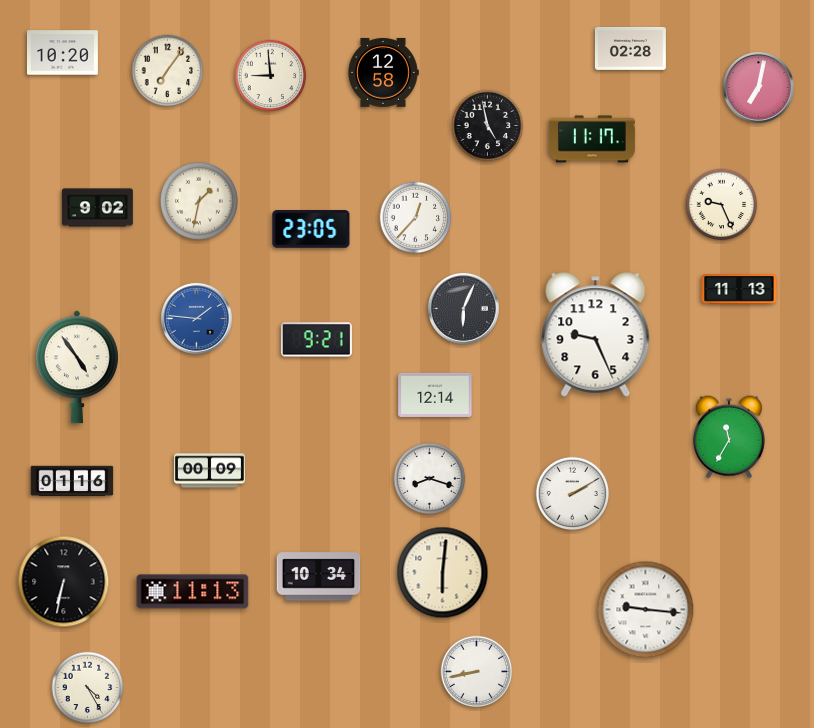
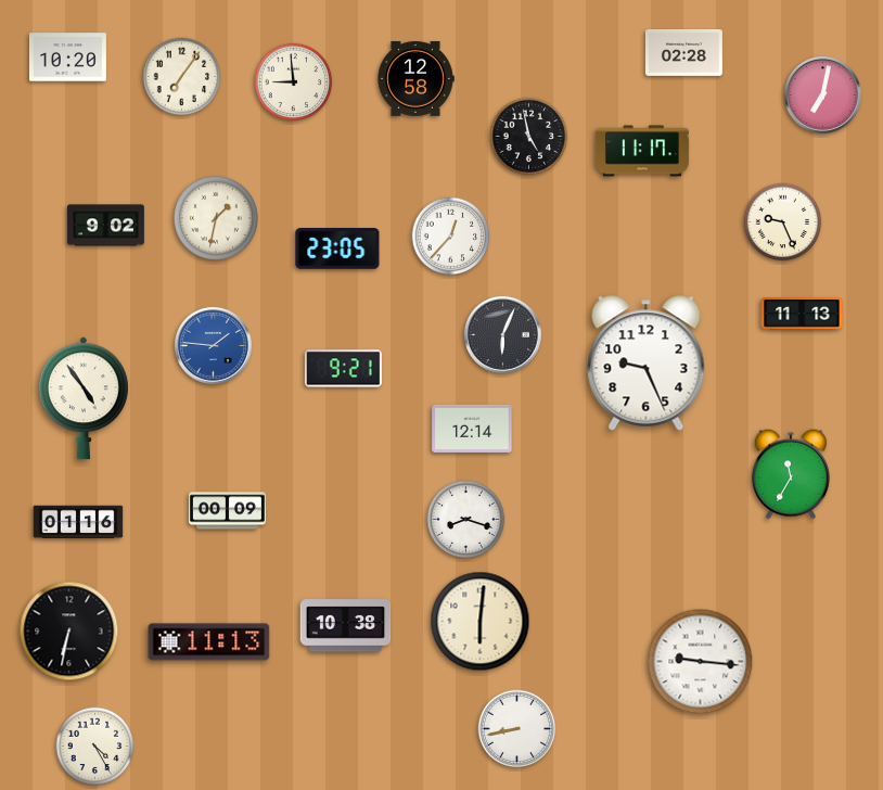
clock at (573, 494): 2:10 -> none
clock at (319, 577): 10:34 -> 10:38
